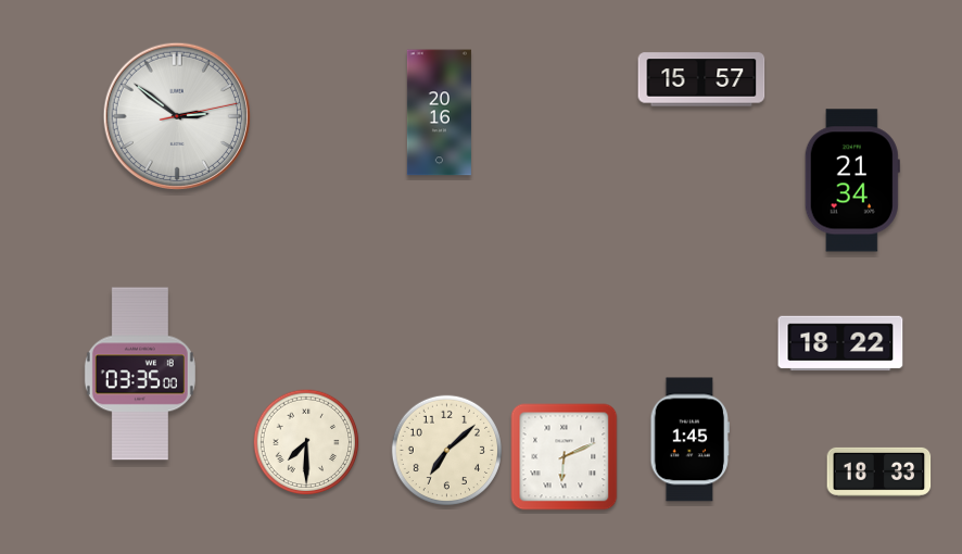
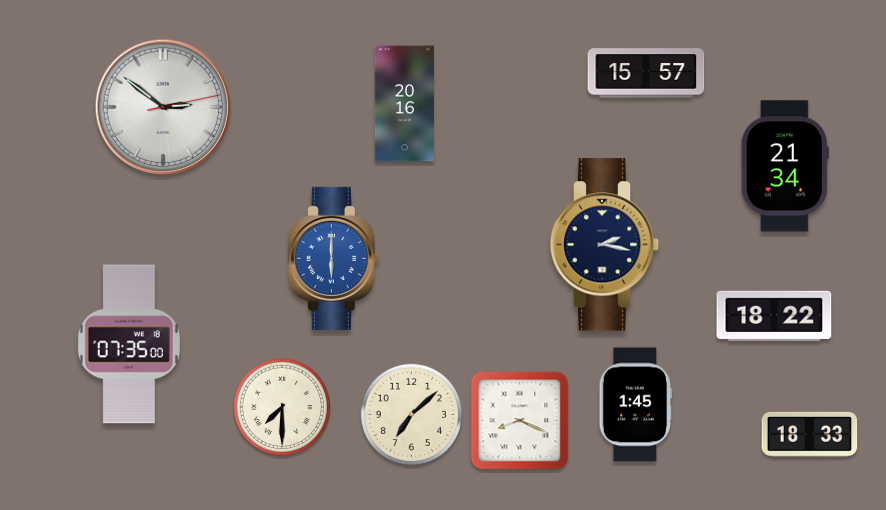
clock at (605, 245): none -> 2:17
clock at (333, 258): none -> 6:00
clock at (140, 374): 03:35 -> 07:35
clock at (565, 457): 6:11 -> 8:19
